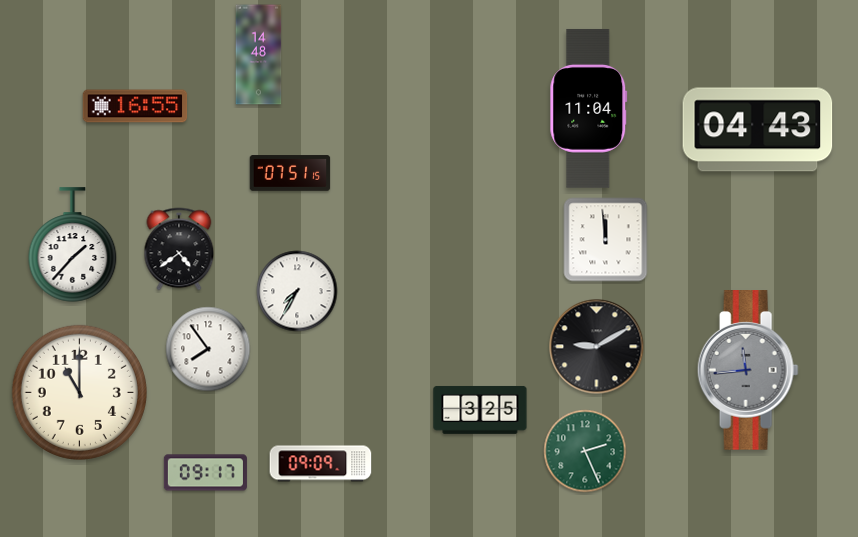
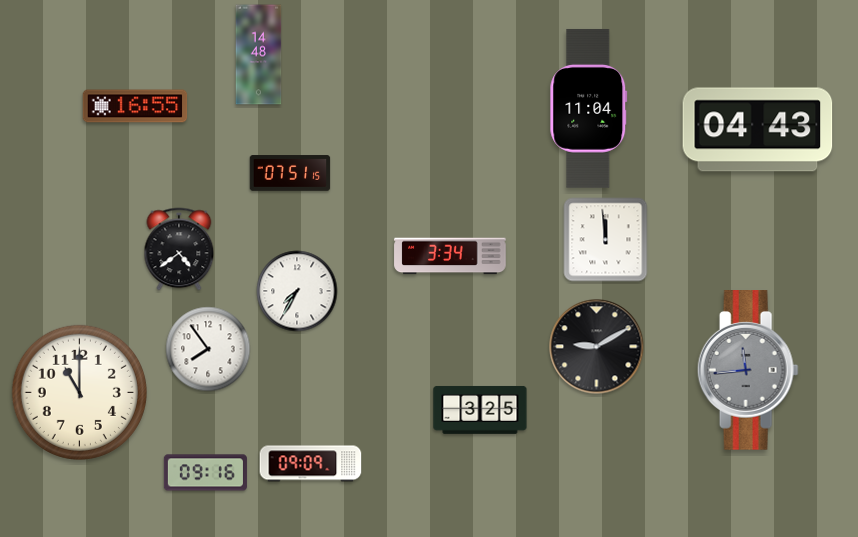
clock at (73, 245): 1:37 -> none
clock at (450, 256): none -> 3:34
clock at (585, 451): 2:26 -> none
clock at (321, 464) position: (321, 464) -> (311, 464)
clock at (205, 473): 09:17 -> 09:16
